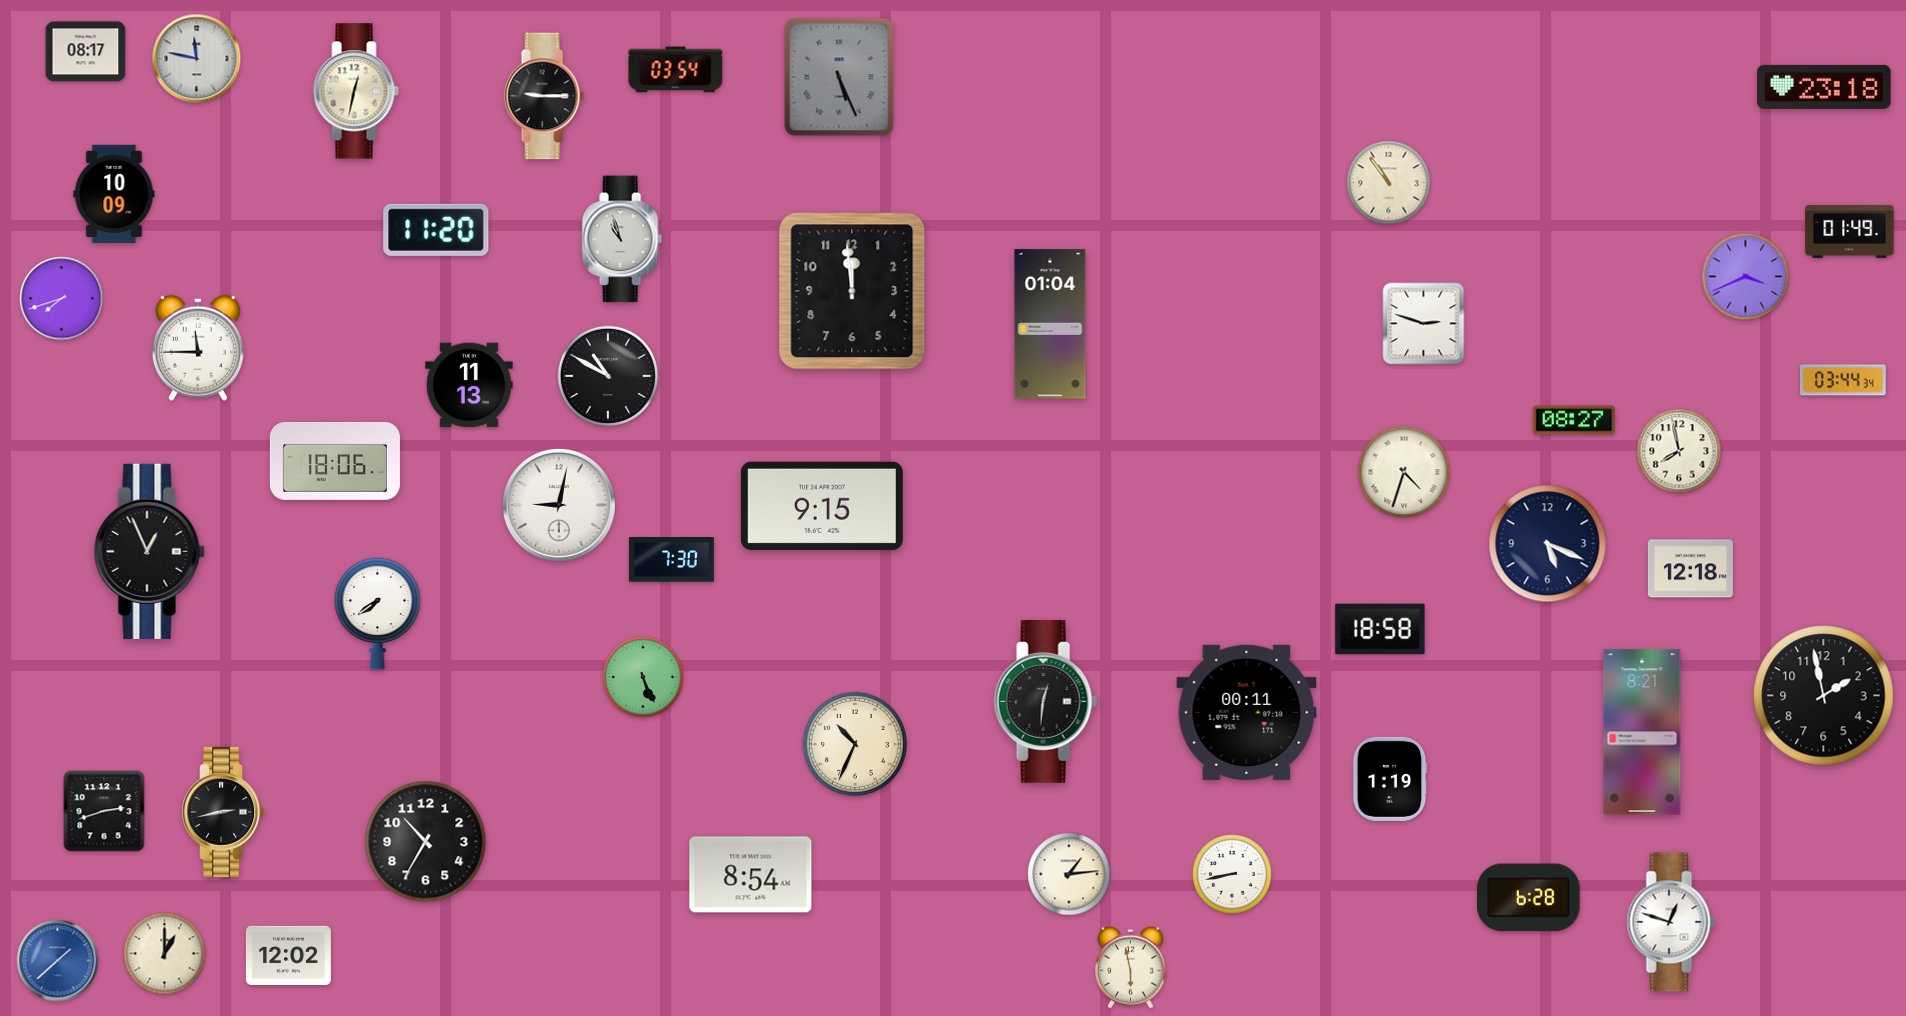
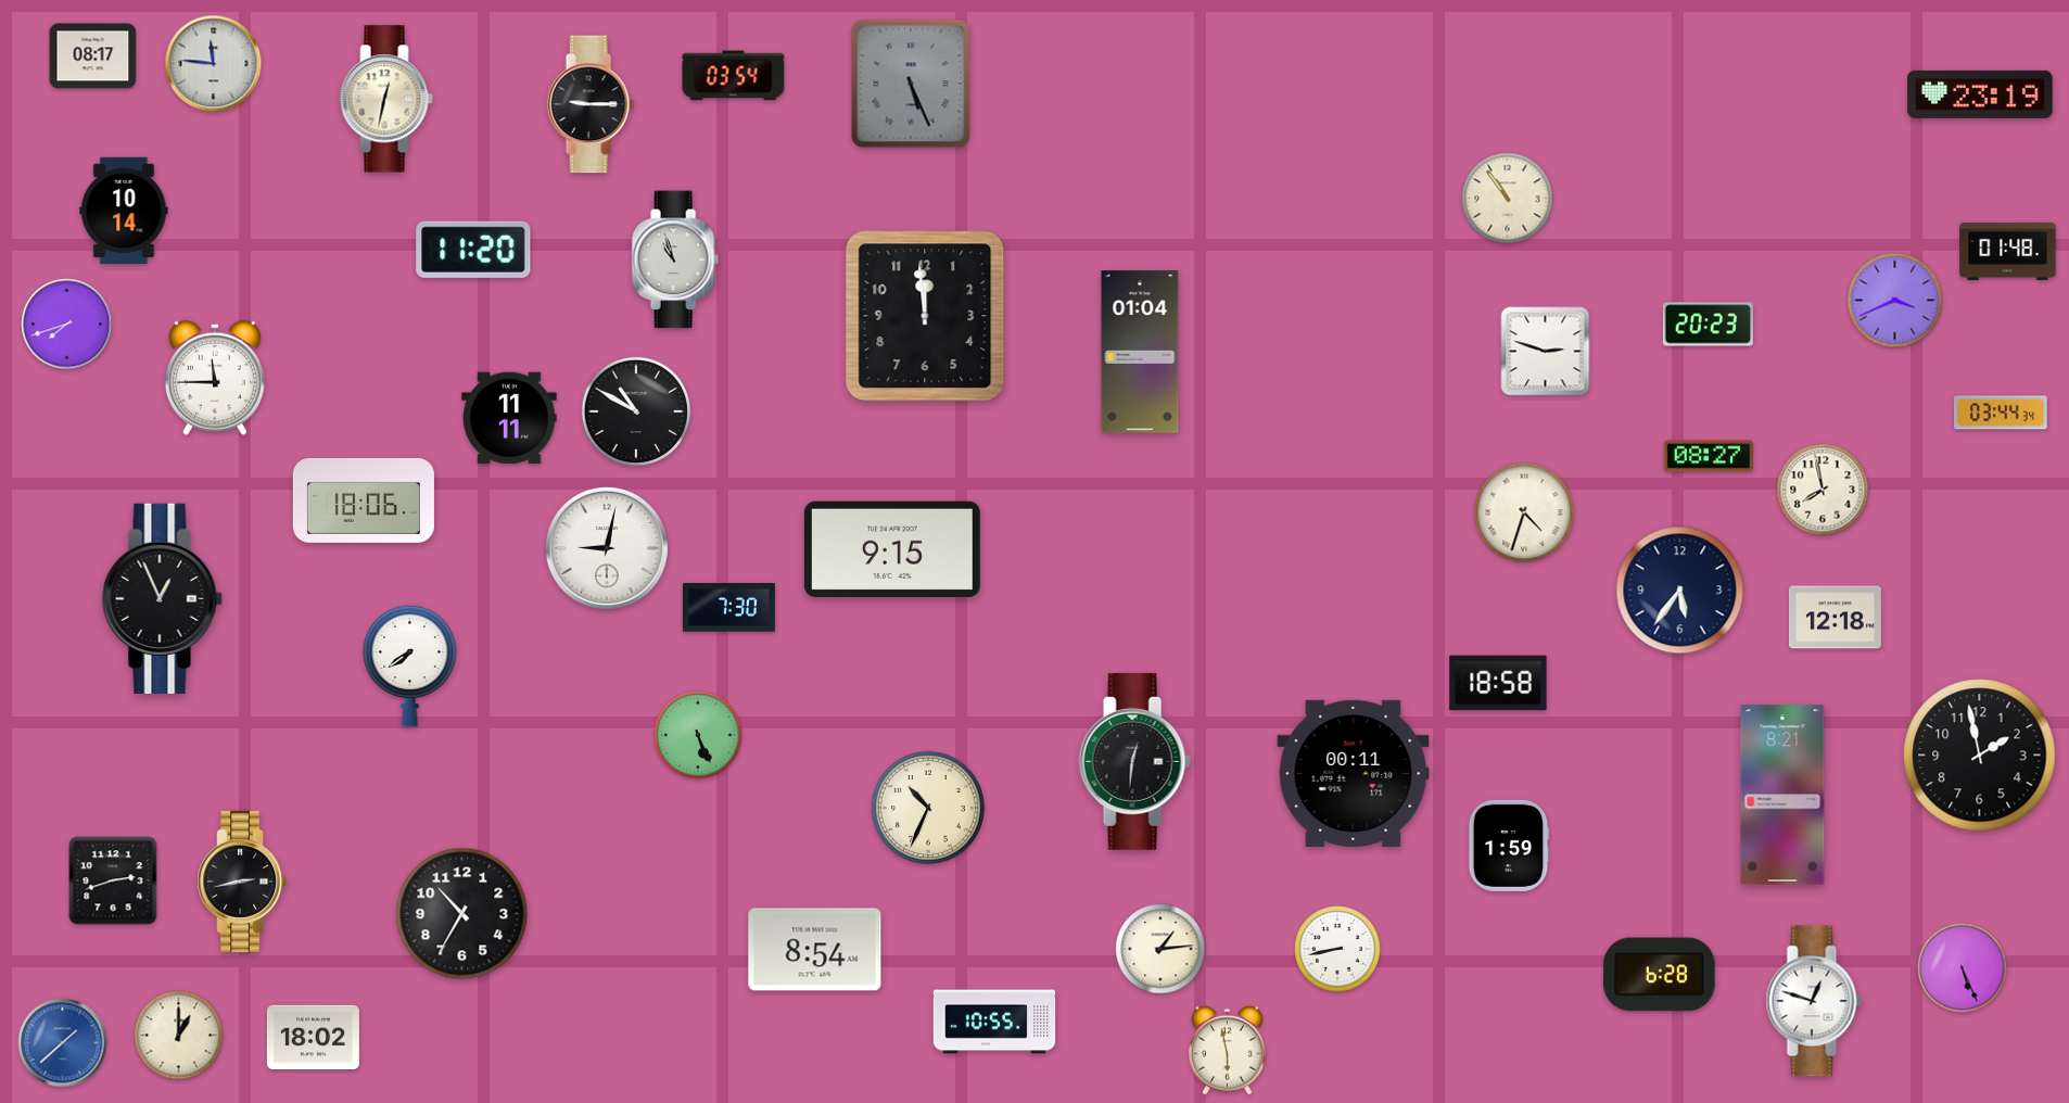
clock at (197, 59): 11:47 -> 11:46
clock at (1824, 87): 23:18 -> 23:19
clock at (114, 193): 10:09 -> 10:14
clock at (1850, 231): 01:49 -> 01:48
clock at (1708, 325): none -> 20:23
clock at (607, 375) position: (607, 375) -> (635, 410)
clock at (469, 385): 11:13 -> 11:11
clock at (1548, 544): 5:19 -> 5:36
clock at (1390, 779): 1:19 -> 1:59
clock at (1963, 968): none -> 5:26
clock at (994, 1022): none -> 10:55
clock at (288, 956): 12:02 -> 18:02
